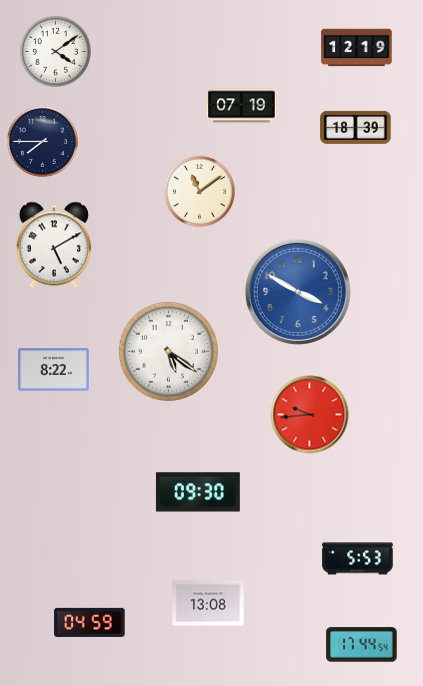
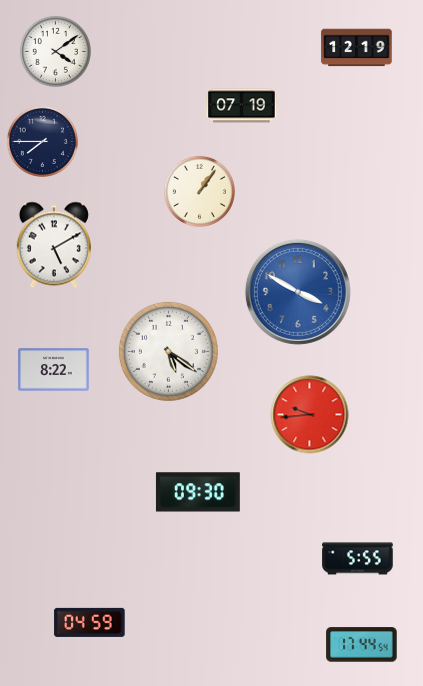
clock at (356, 127): 18:39 -> none
clock at (199, 191): 11:09 -> 1:06
clock at (358, 559): 5:53 -> 5:55
clock at (208, 603): 13:08 -> none
